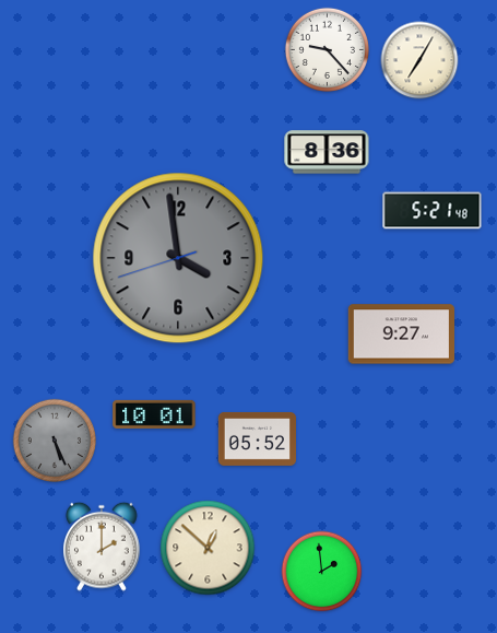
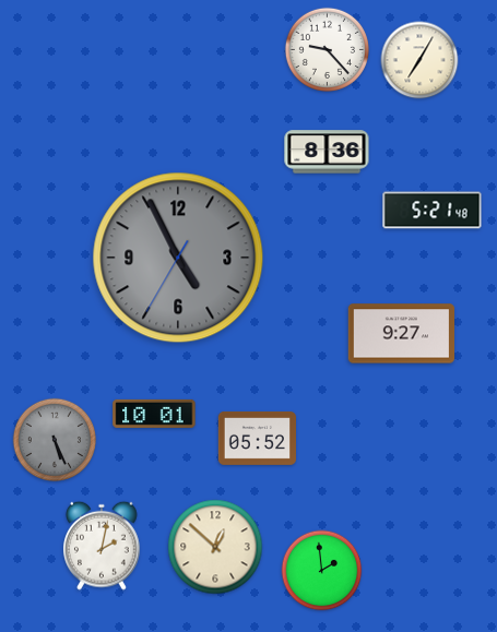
clock at (178, 258): 3:58 -> 4:55
clock at (103, 547): 2:00 -> 2:02
clock at (208, 548) position: (208, 548) -> (215, 547)
